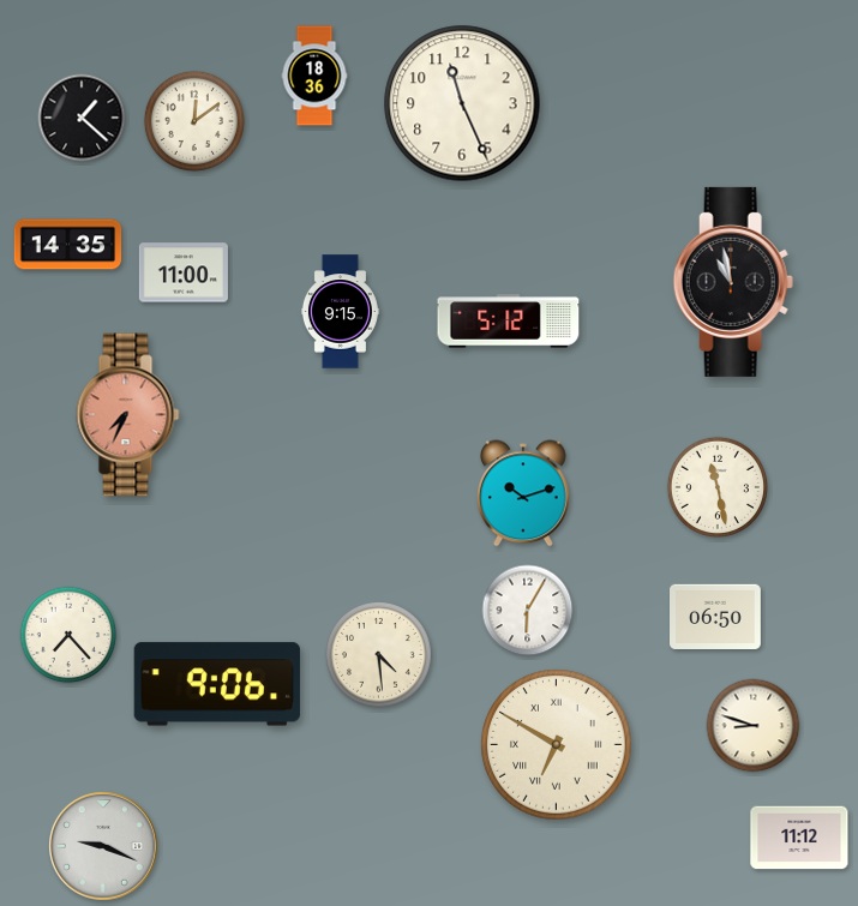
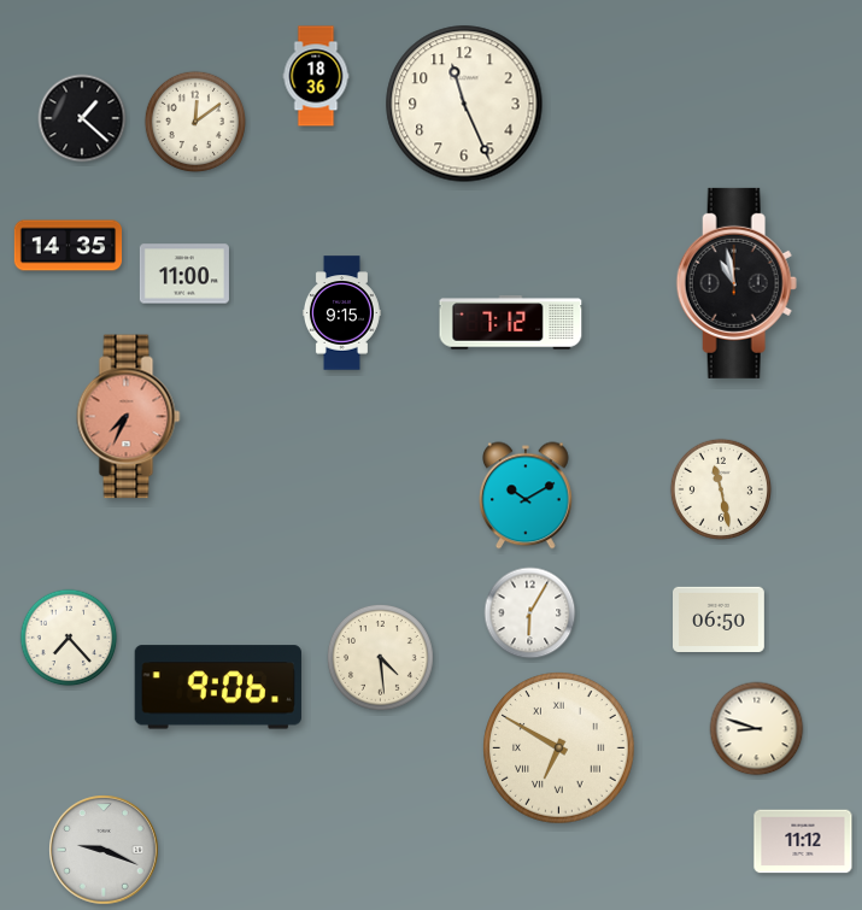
clock at (509, 322): 5:12 -> 7:12
clock at (524, 493): 10:12 -> 10:10
